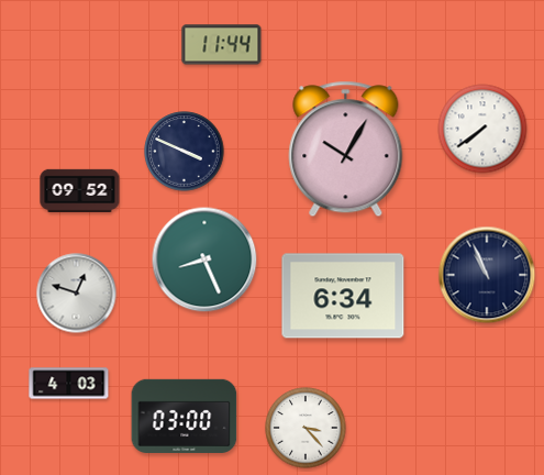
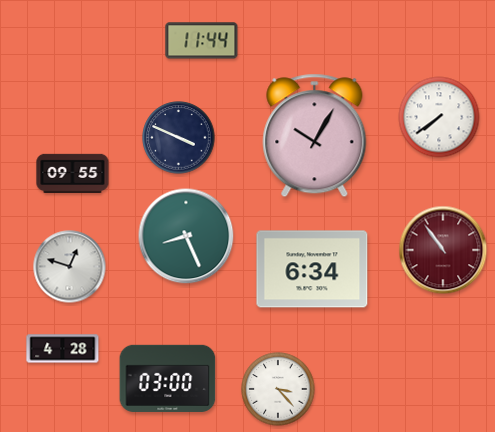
clock at (185, 152) position: (185, 152) -> (179, 138)
clock at (80, 191): 09:52 -> 09:55
clock at (487, 275): 10:56 -> 10:54
clock at (487, 275) dial: navy -> burgundy
clock at (69, 384): 4:03 -> 4:28
